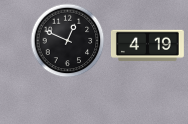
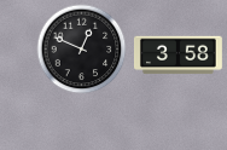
clock at (147, 46): 4:19 -> 3:58
